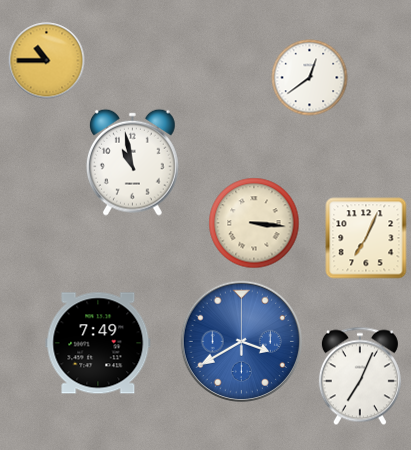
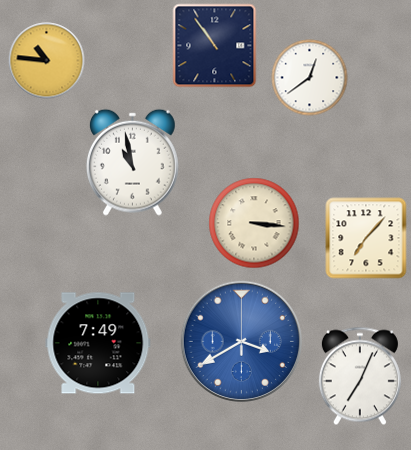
clock at (215, 46): none -> 10:54
clock at (47, 61): 10:45 -> 10:46
clock at (366, 238): 7:04 -> 7:07
